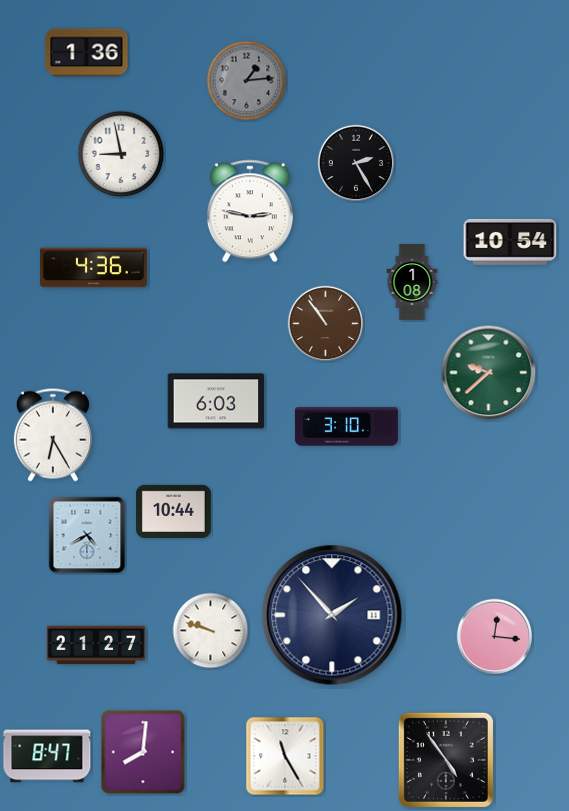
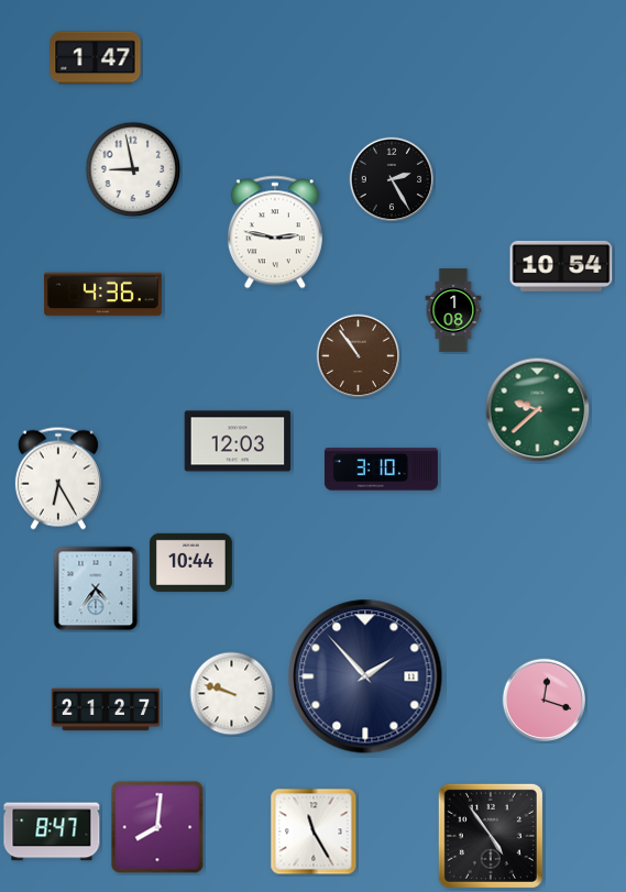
clock at (87, 53): 1:36 -> 1:47
clock at (247, 81): 1:14 -> none
clock at (216, 401): 6:03 -> 12:03
clock at (87, 535): 4:40 -> 4:36
clock at (495, 637): 12:16 -> 12:18
